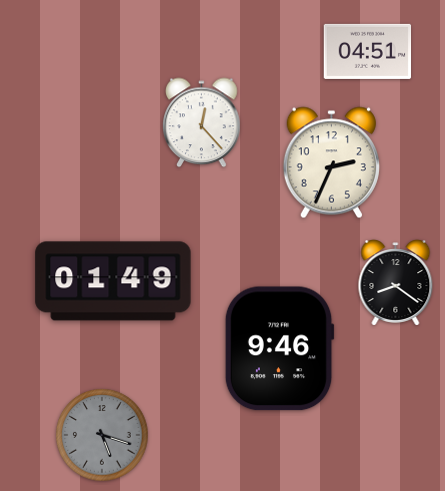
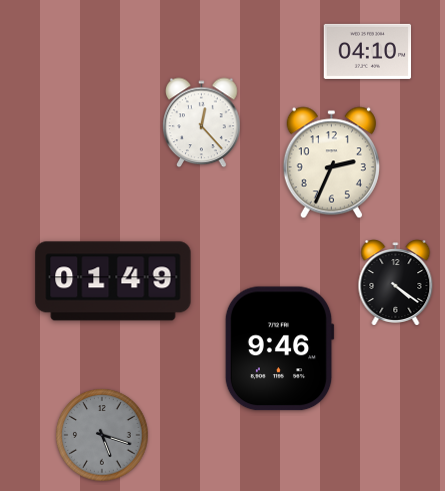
clock at (368, 51): 04:51 -> 04:10
clock at (396, 283): 8:21 -> 4:21
